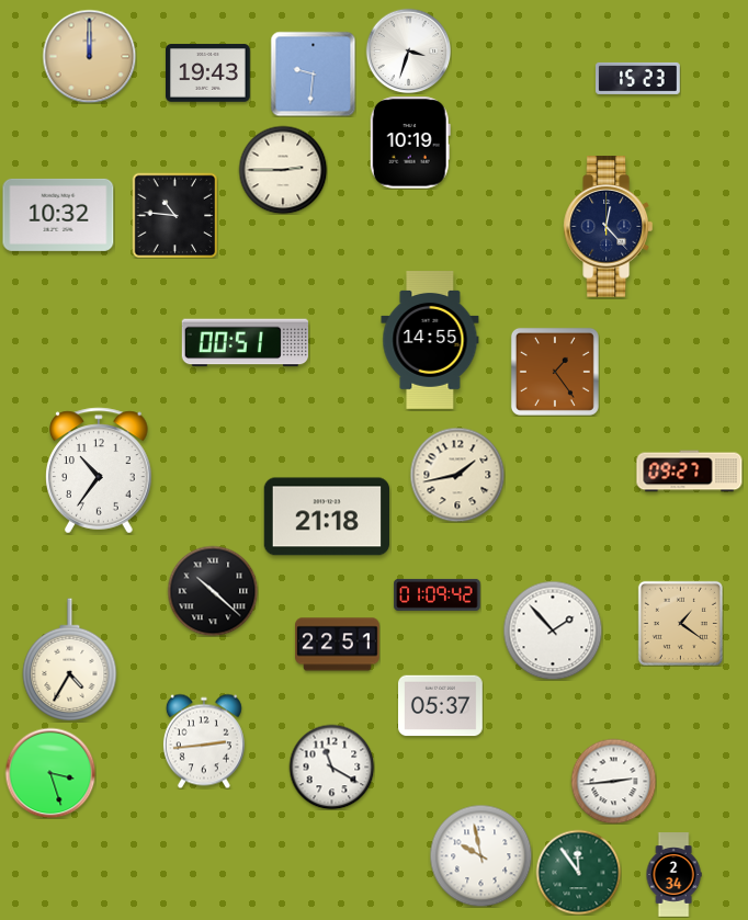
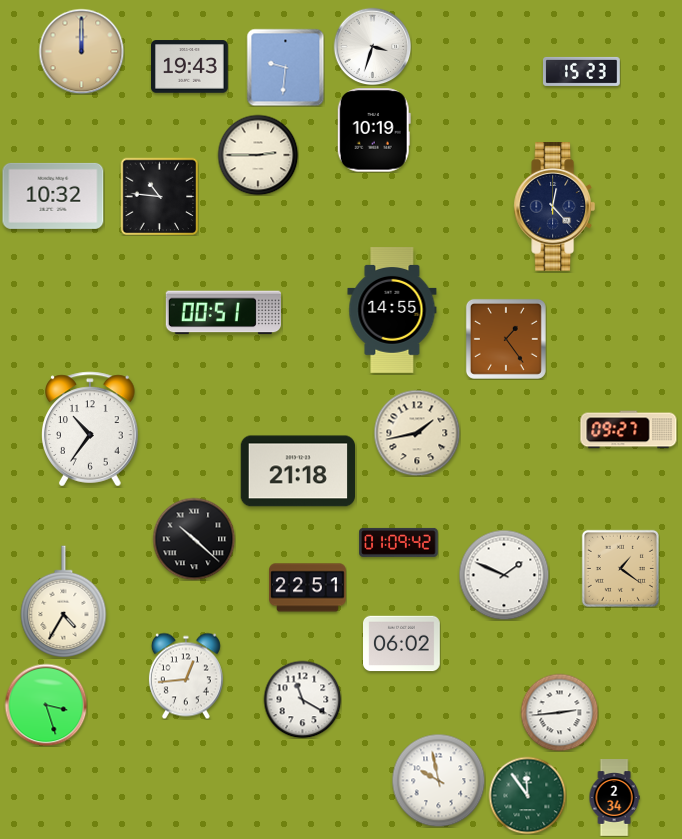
clock at (553, 631): 1:53 -> 1:49
clock at (441, 706): 05:37 -> 06:02
clock at (204, 741): 2:44 -> 12:44
